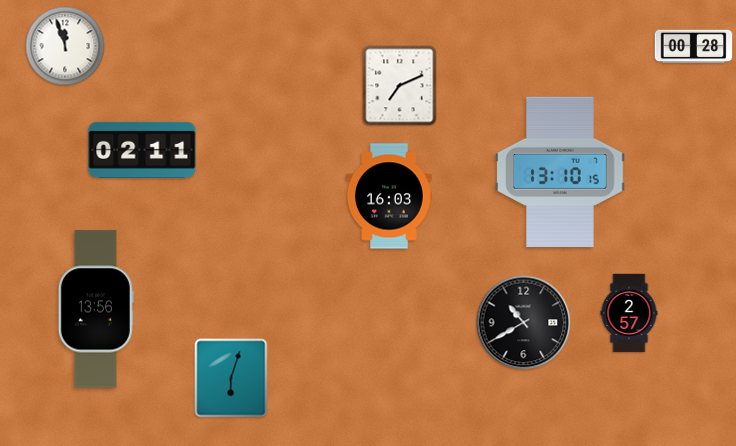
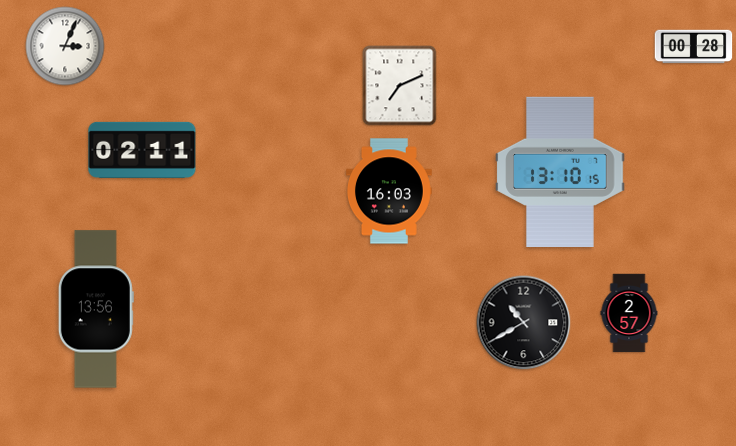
clock at (65, 46): 11:57 -> 3:04
clock at (389, 196) position: (389, 196) -> (389, 191)
clock at (231, 378): 6:03 -> none
